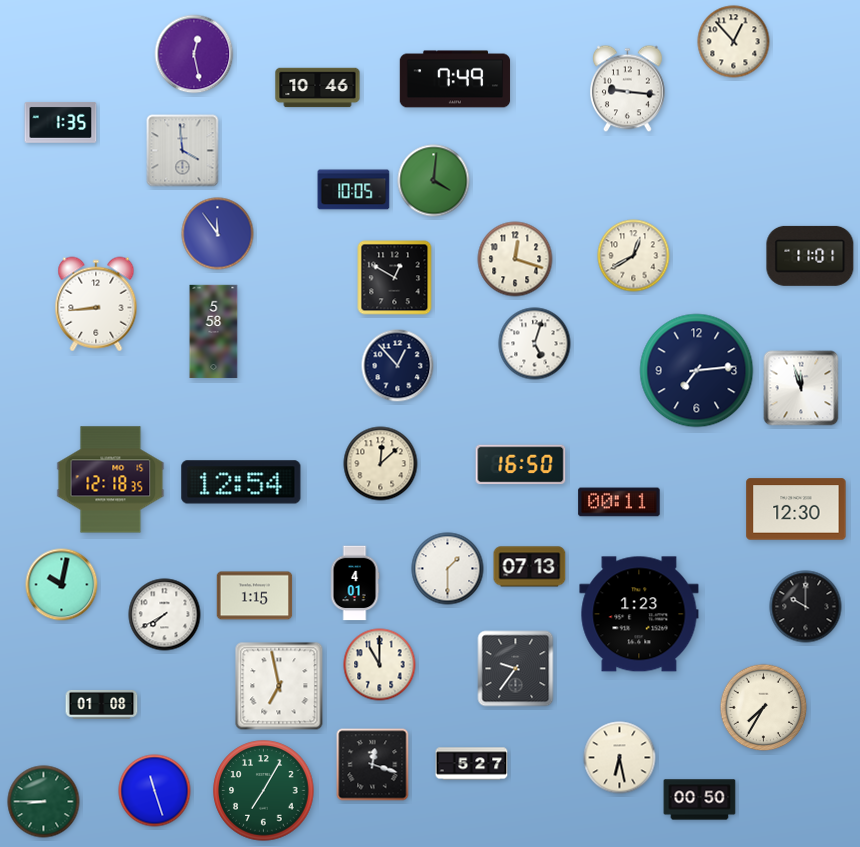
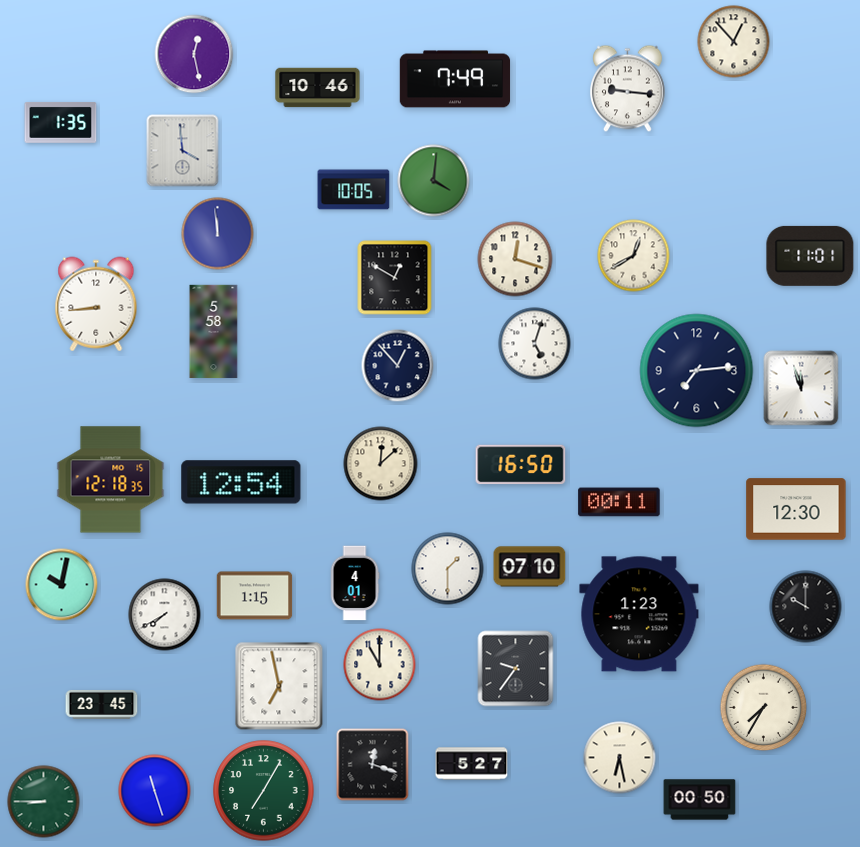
clock at (218, 234): 11:54 -> 11:59
clock at (530, 567): 07:13 -> 07:10
clock at (102, 704): 01:08 -> 23:45
